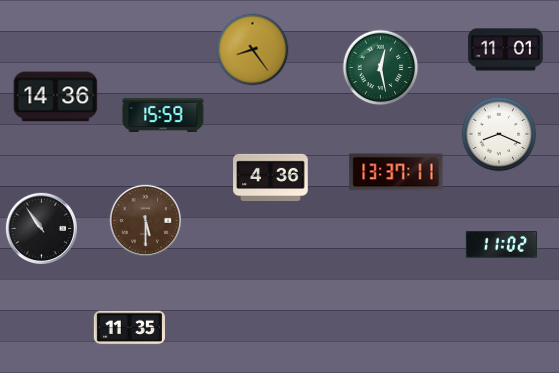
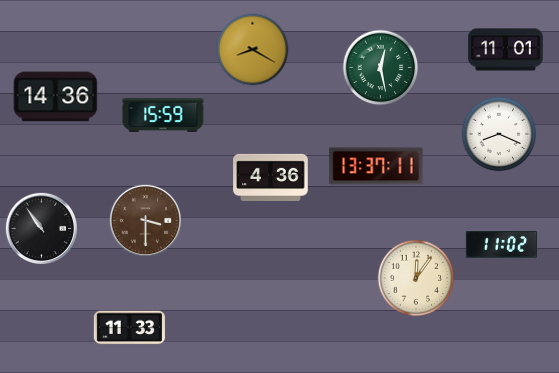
clock at (253, 50): 8:24 -> 8:20
clock at (396, 172) position: (396, 172) -> (376, 166)
clock at (145, 220): 5:30 -> 3:30
clock at (416, 278): none -> 12:06
clock at (129, 328): 11:35 -> 11:33
